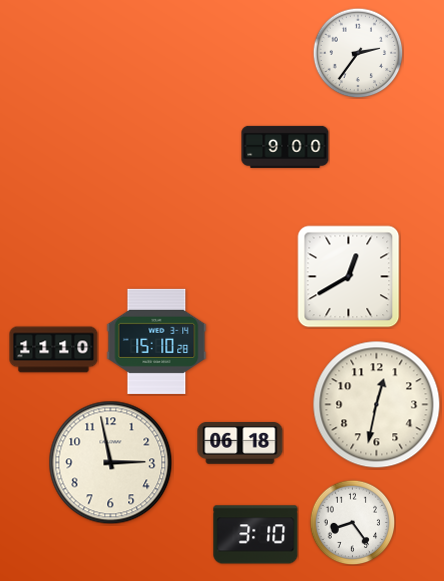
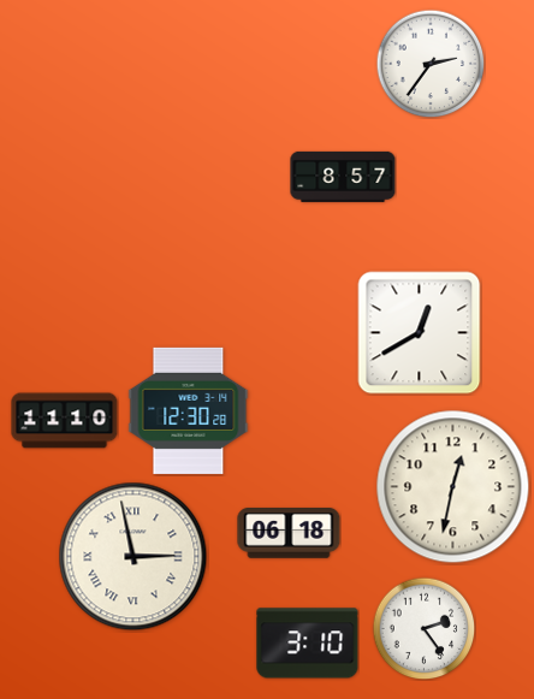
clock at (285, 147): 9:00 -> 8:57
clock at (157, 341): 15:10 -> 12:30
clock at (111, 463) numerals: Arabic -> Roman
clock at (352, 522): 8:24 -> 2:24
